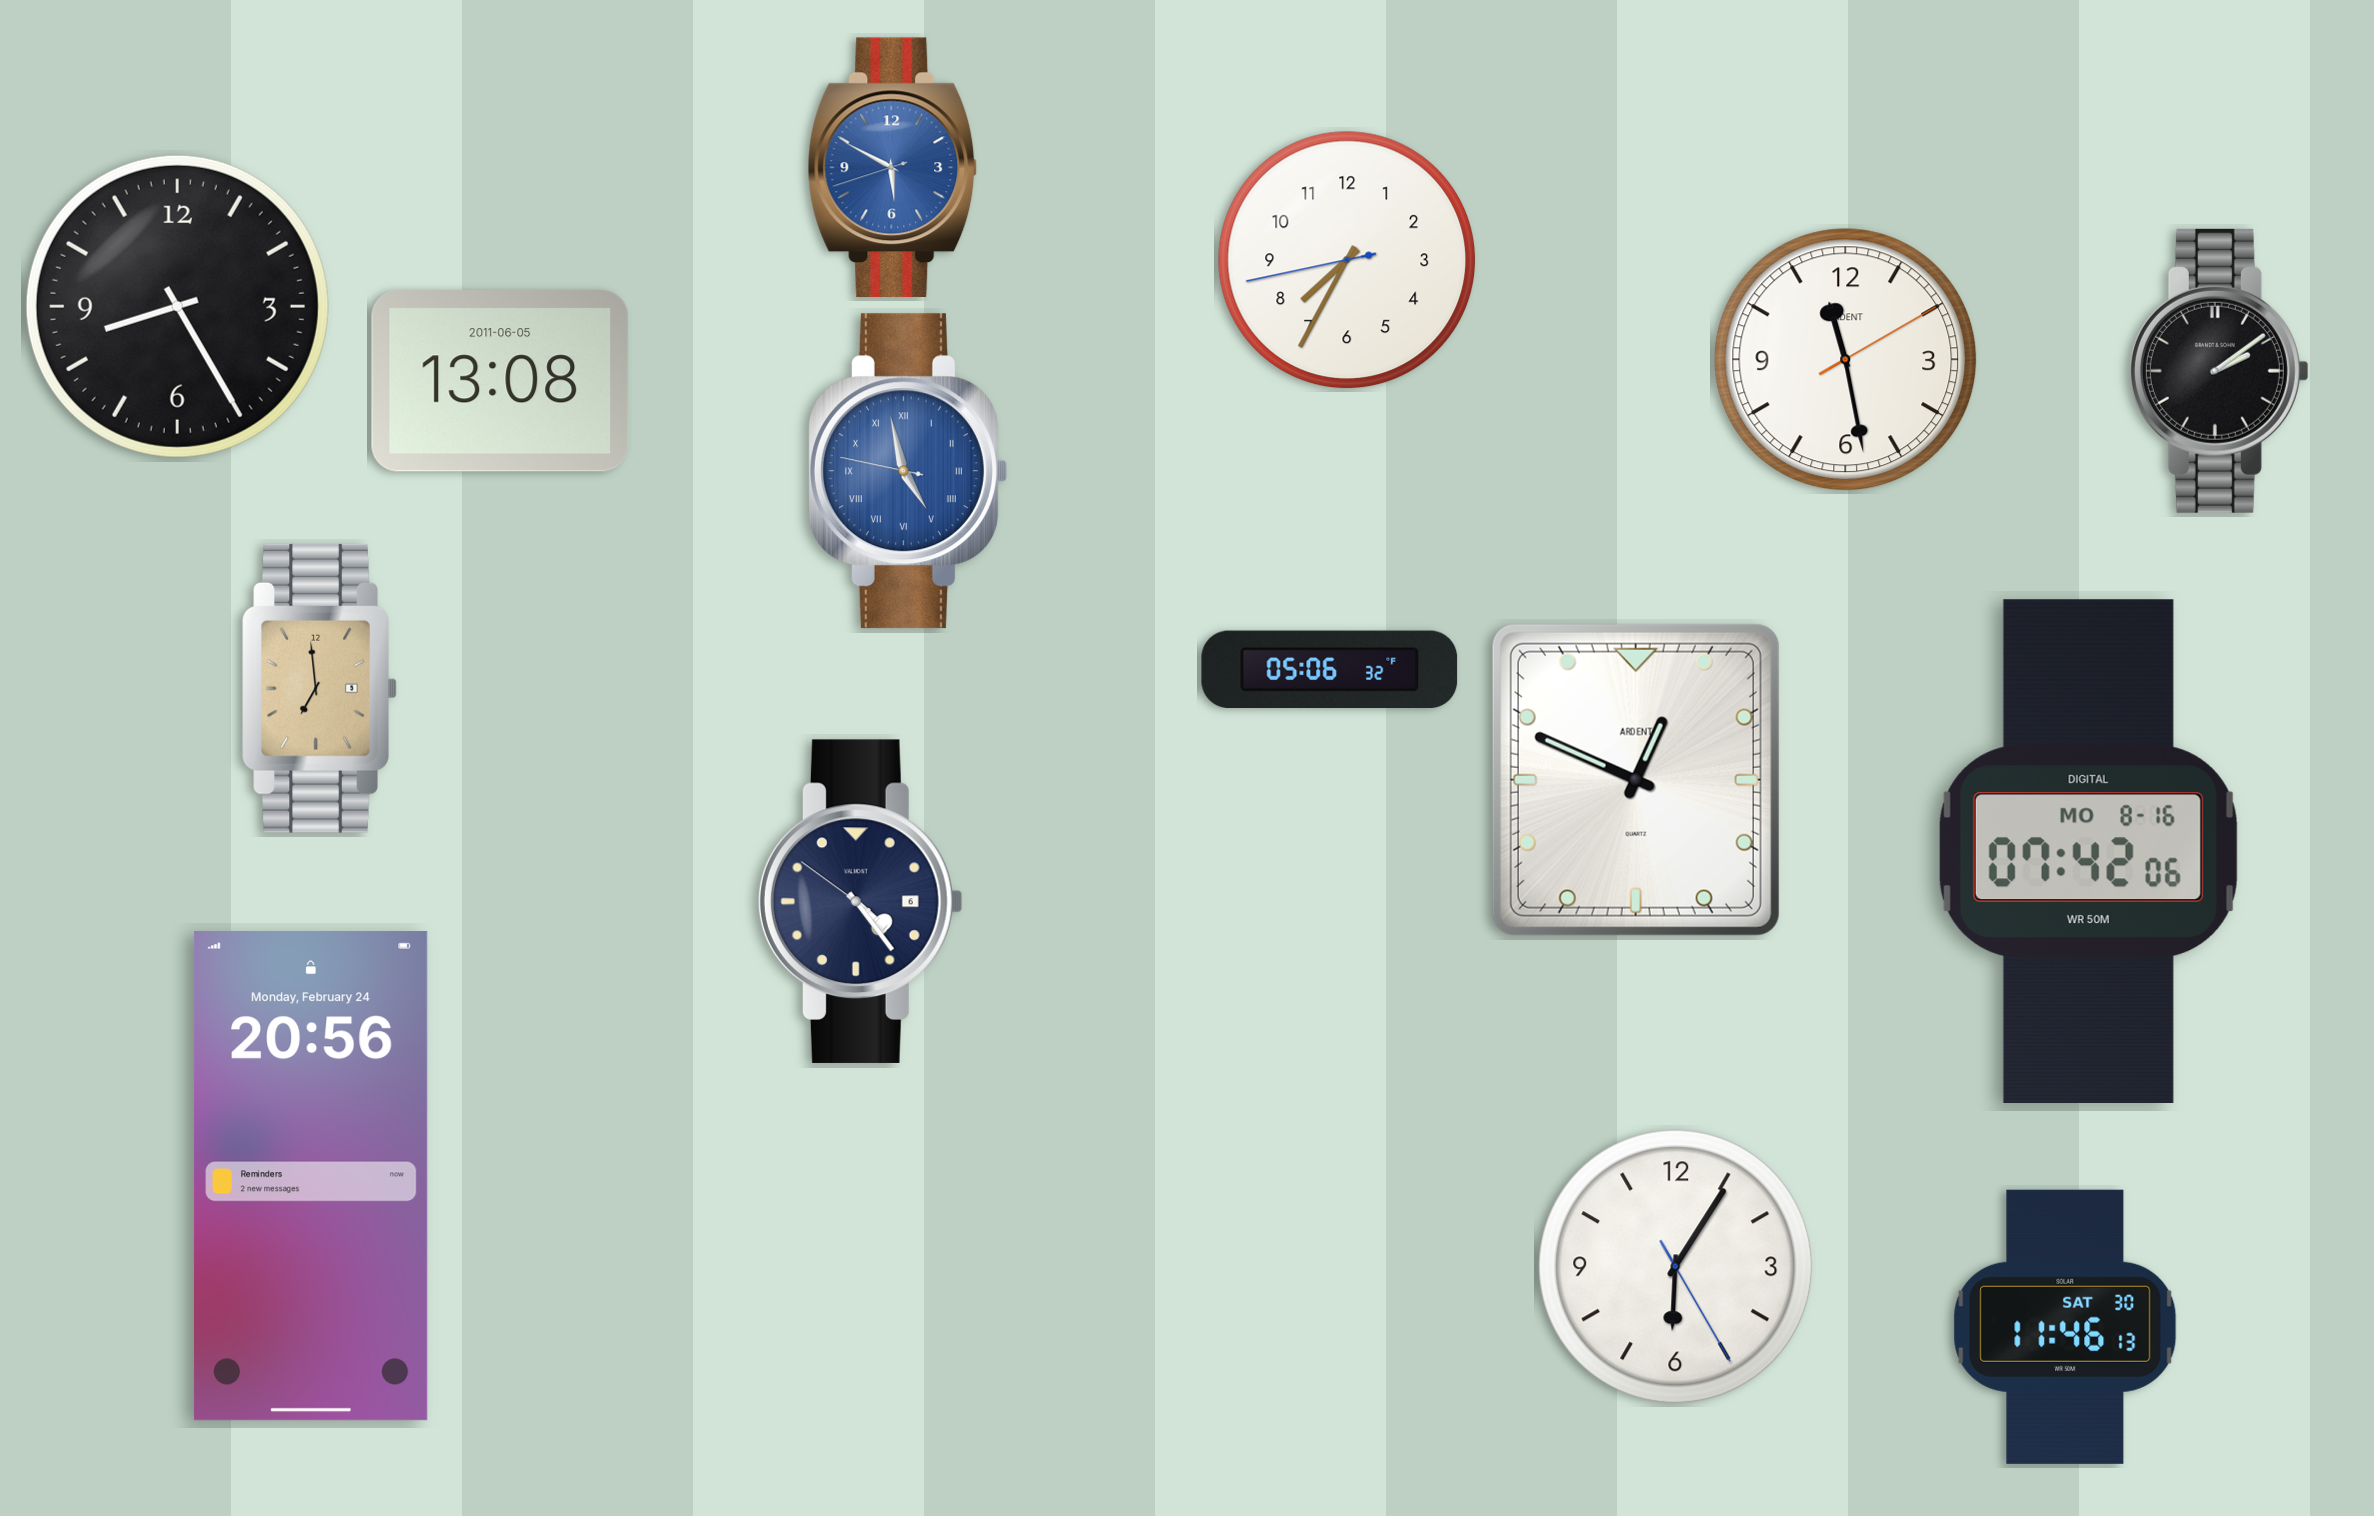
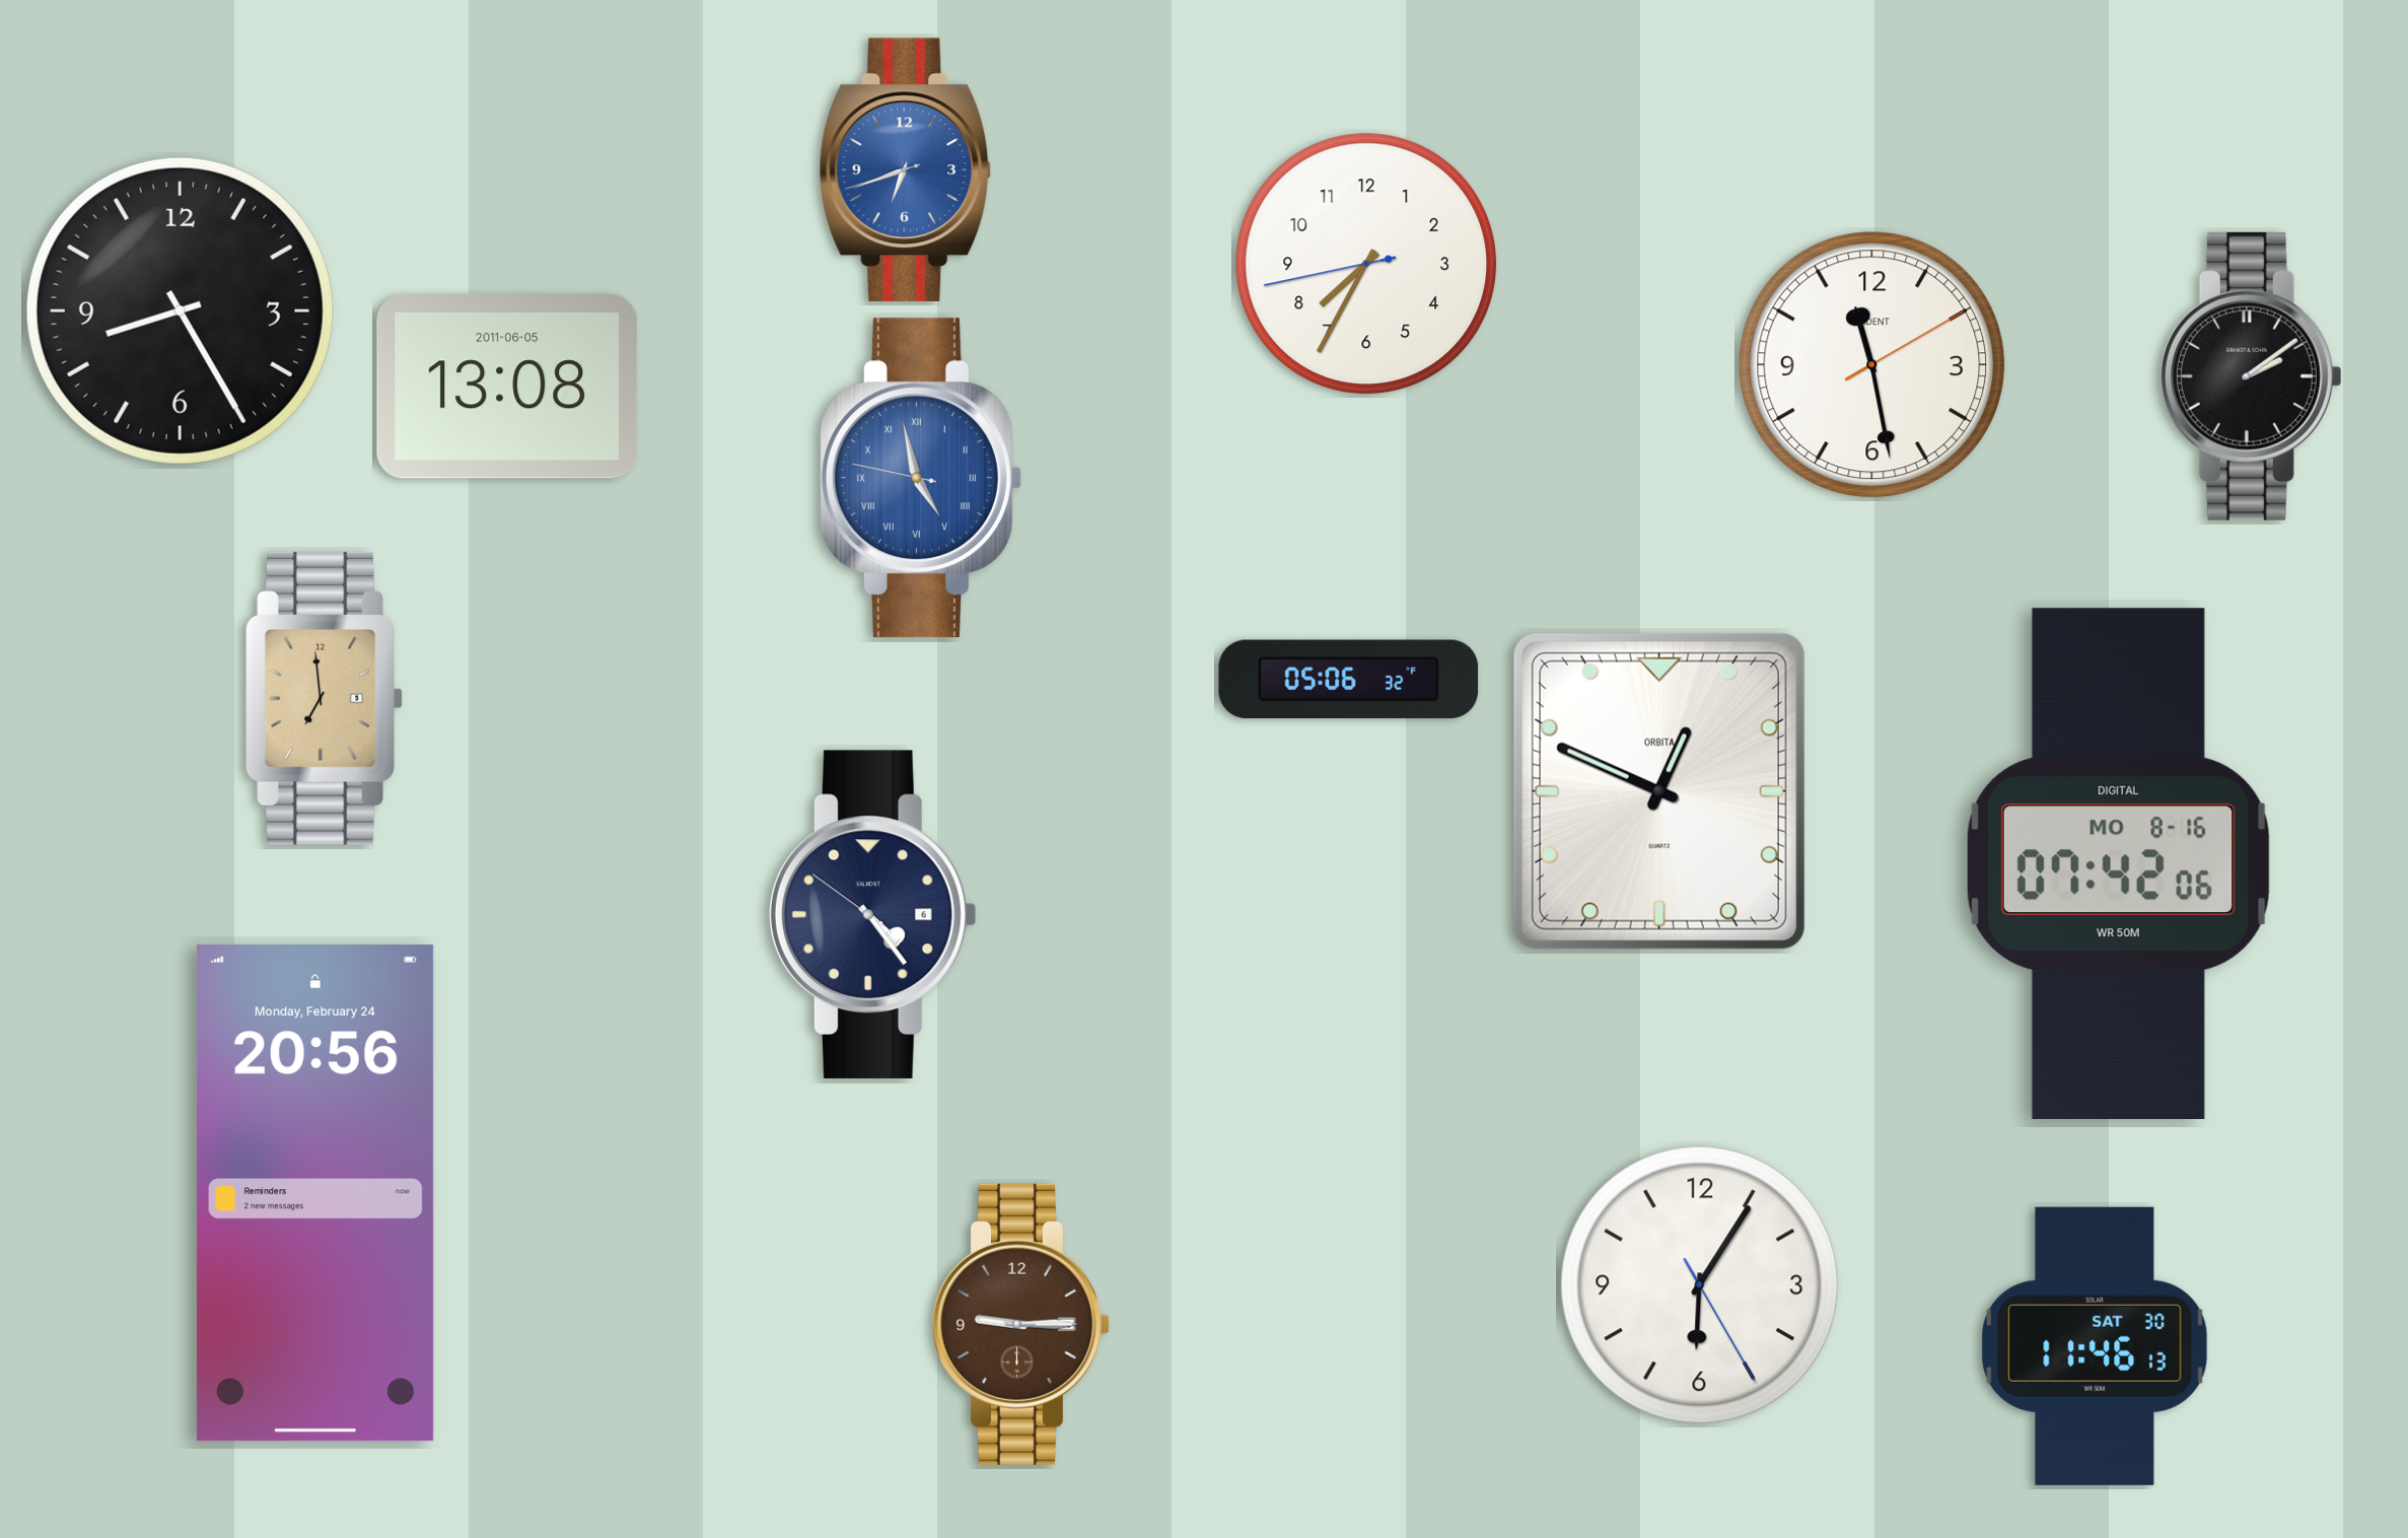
clock at (893, 168): 5:49 -> 6:41
clock at (1636, 780) brand: ARDENT -> ORBITA
clock at (1020, 1324): none -> 9:15
